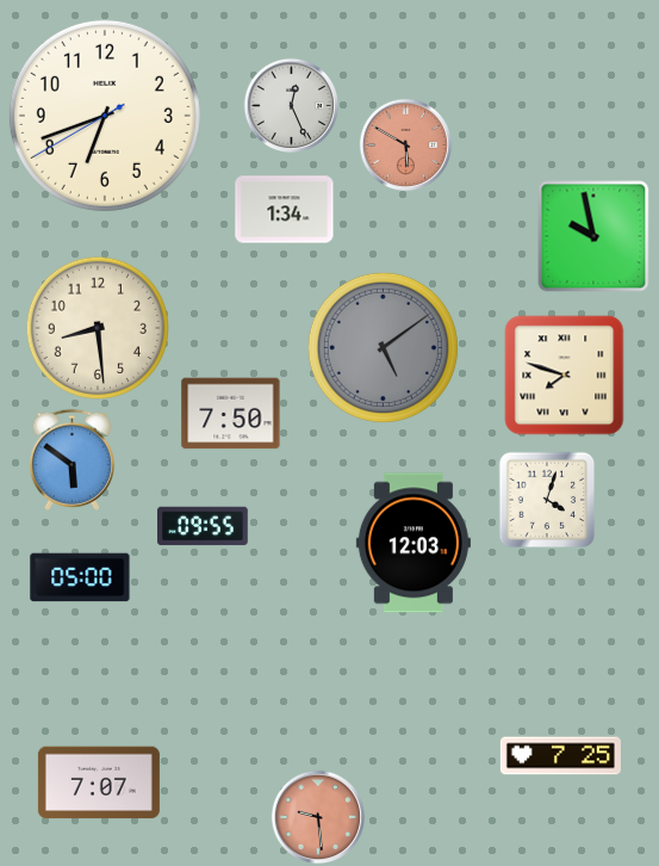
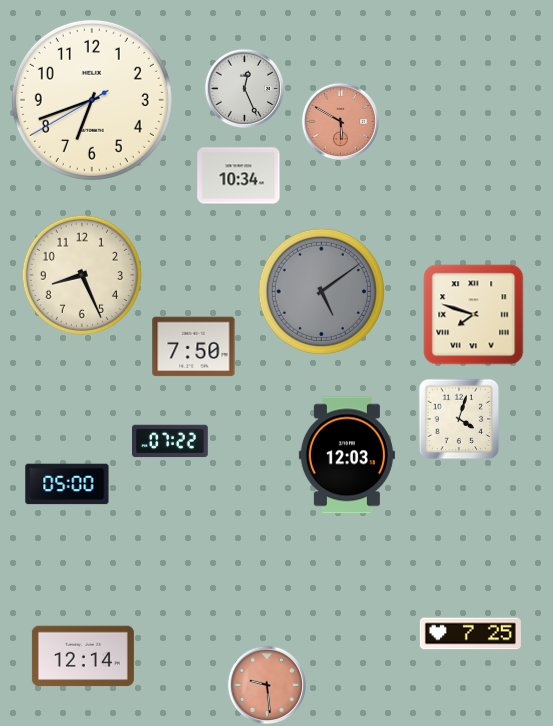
clock at (105, 116) position: (105, 116) -> (92, 100)
clock at (285, 210): 1:34 -> 10:34
clock at (593, 236): 9:58 -> none
clock at (98, 328): 8:29 -> 8:26
clock at (72, 459): 5:51 -> none
clock at (204, 526): 09:55 -> 07:22
clock at (99, 783): 7:07 -> 12:14
